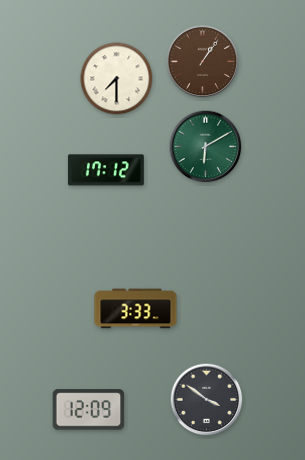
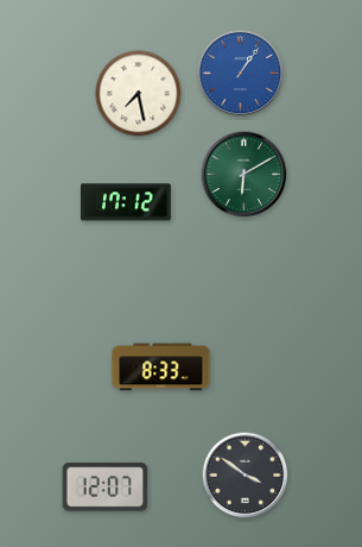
clock at (203, 62) dial: brown -> blue
clock at (117, 79): 7:30 -> 7:28
clock at (136, 309): 3:33 -> 8:33
clock at (89, 410): 12:09 -> 12:07
